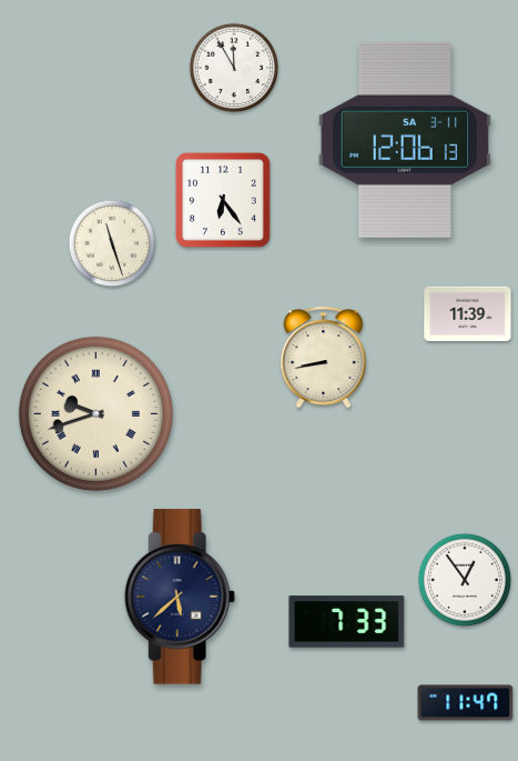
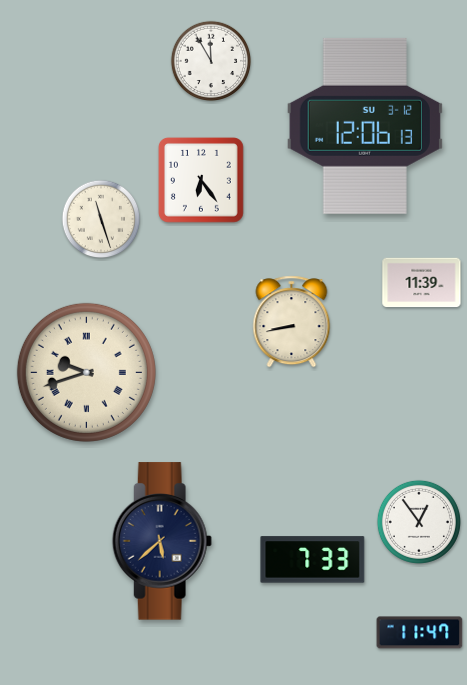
clock at (405, 140) date: SA 3-11 -> SU 3-12
clock at (180, 597) position: (180, 597) -> (162, 541)
